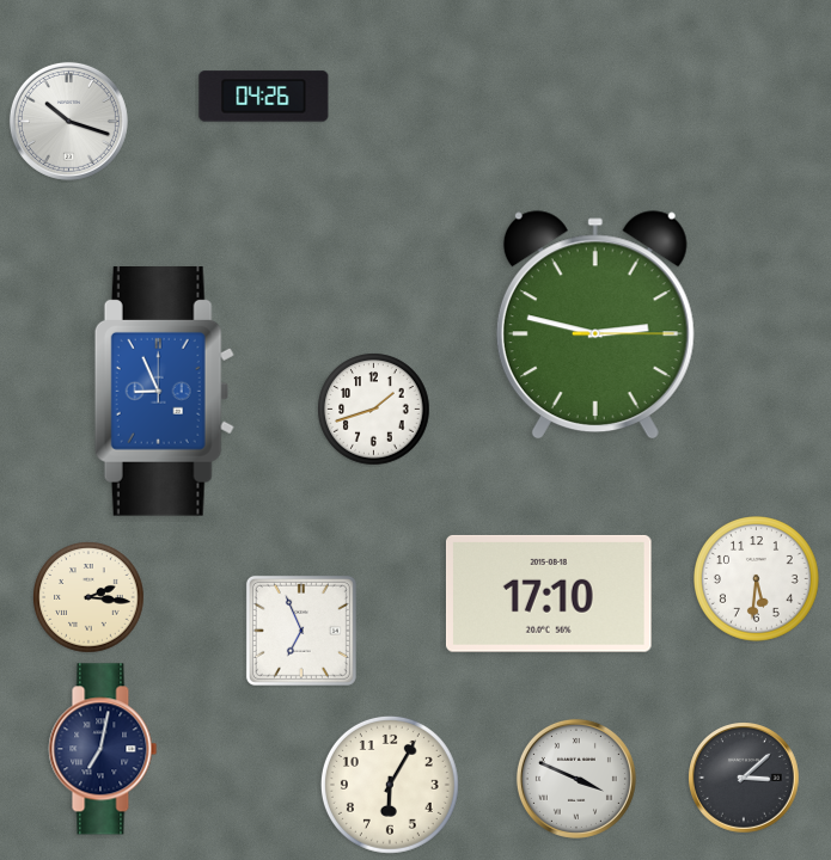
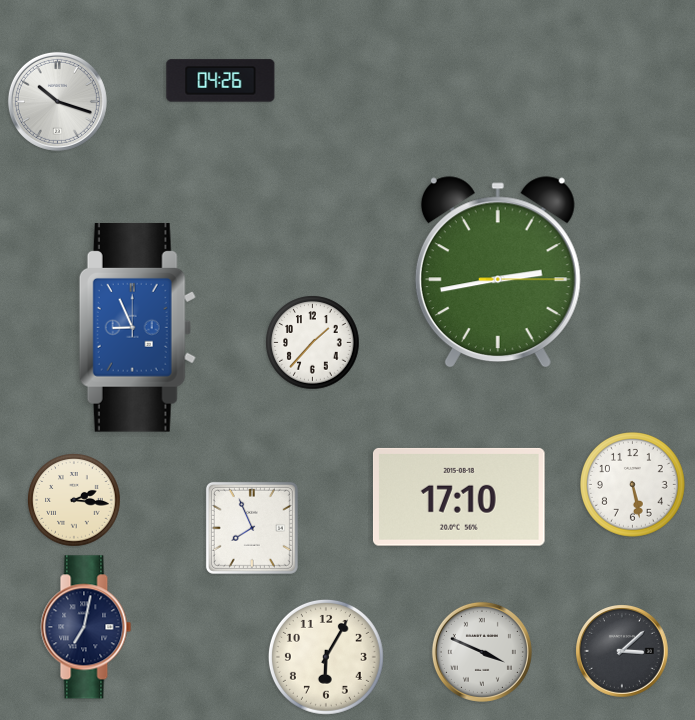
clock at (595, 326): 2:47 -> 2:43
clock at (374, 410): 1:42 -> 1:37
clock at (757, 579): 5:31 -> 5:28
clock at (301, 631): 6:56 -> 7:56
